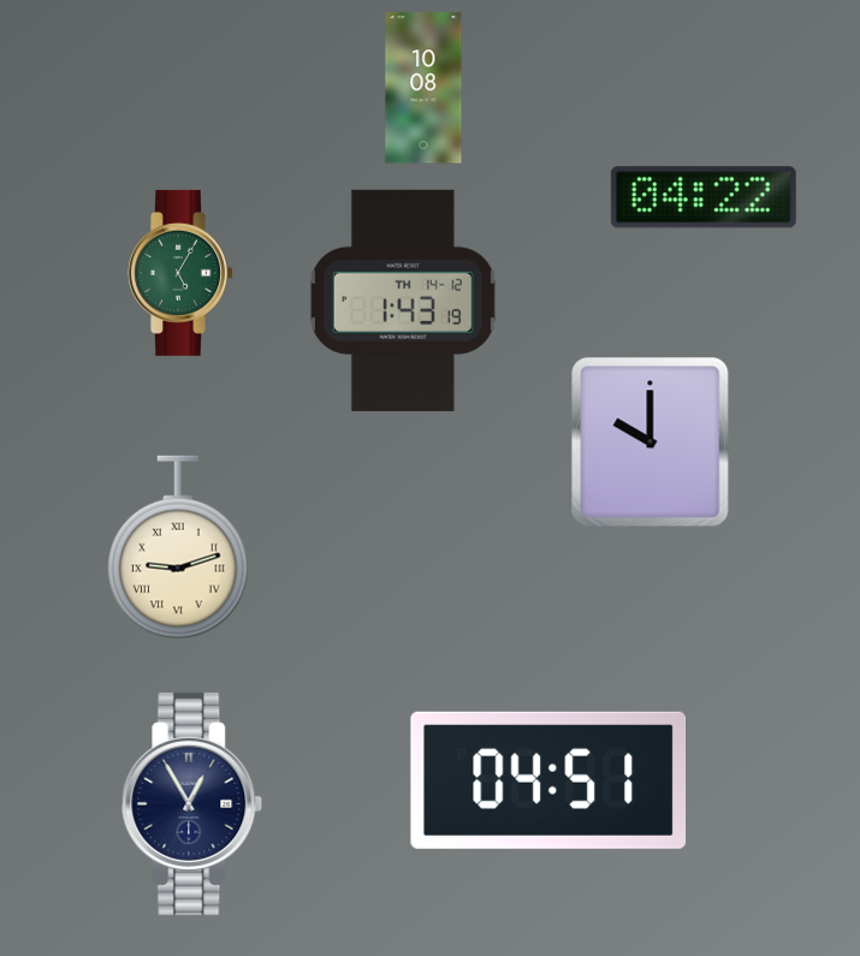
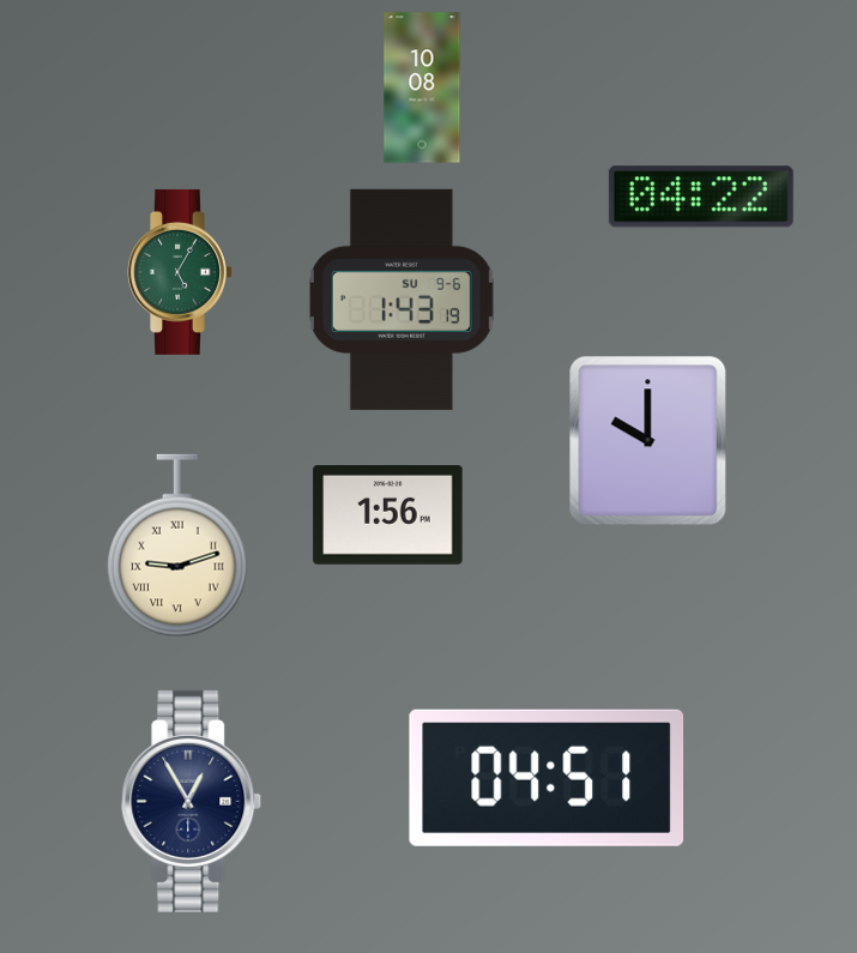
clock at (403, 301) date: TH 14-12 -> SU 9-6
clock at (388, 515): none -> 1:56
